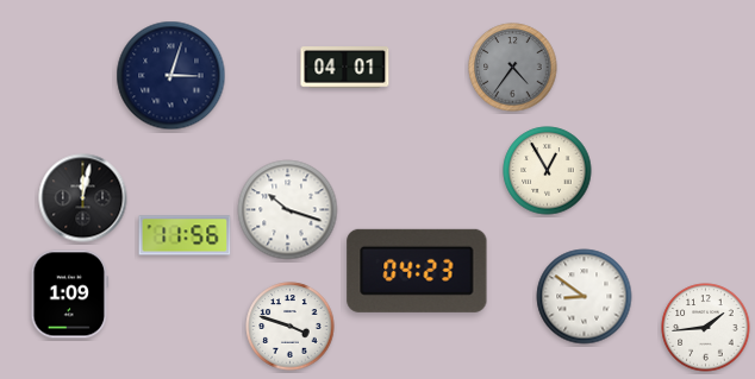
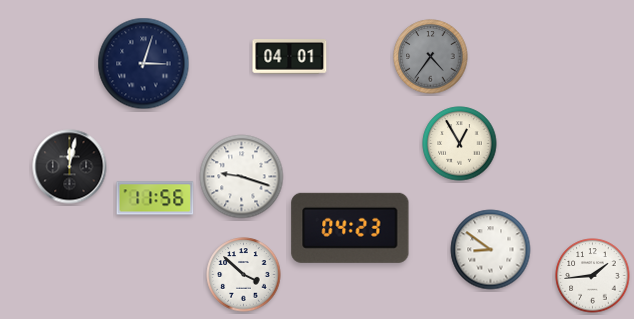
clock at (288, 210): 10:18 -> 9:18
clock at (70, 295): 1:09 -> none
clock at (291, 327): 3:48 -> 3:52
